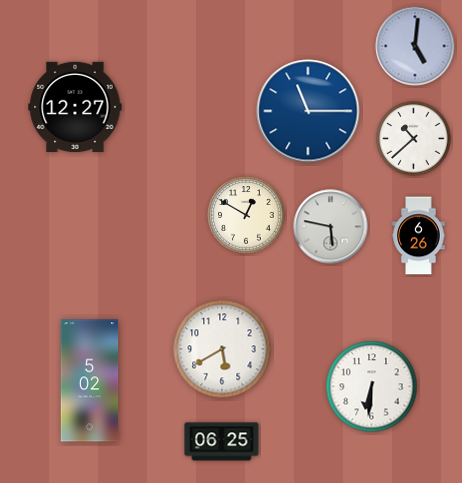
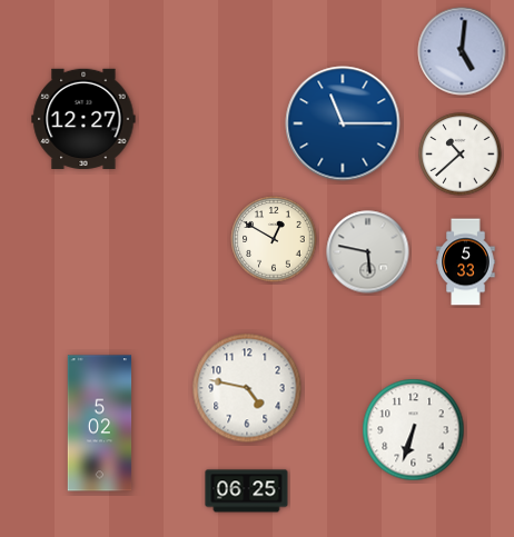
clock at (419, 236): 6:26 -> 5:33
clock at (222, 349): 5:40 -> 4:47
clock at (372, 387): 6:31 -> 6:33
